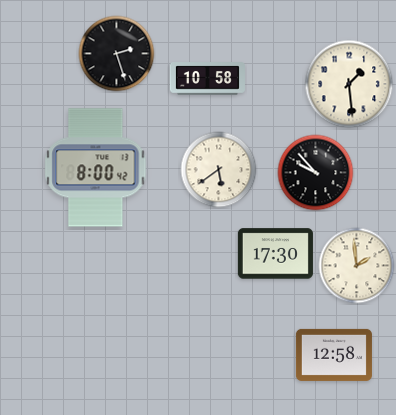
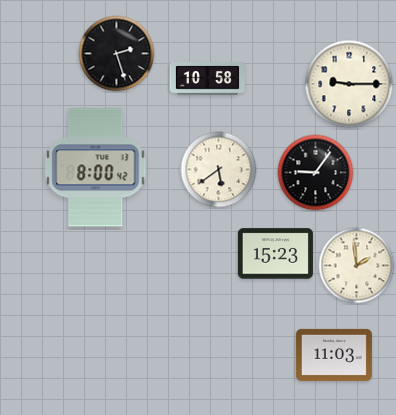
clock at (349, 84): 1:29 -> 9:15
clock at (316, 173): 9:53 -> 9:06
clock at (275, 254): 17:30 -> 15:23
clock at (334, 355): 12:58 -> 11:03
